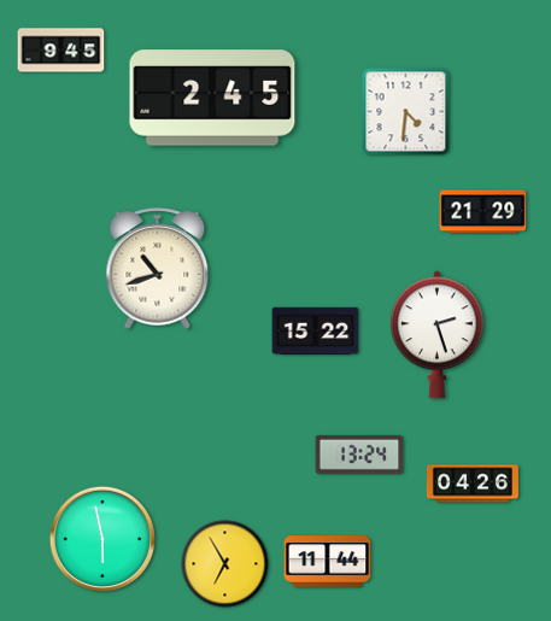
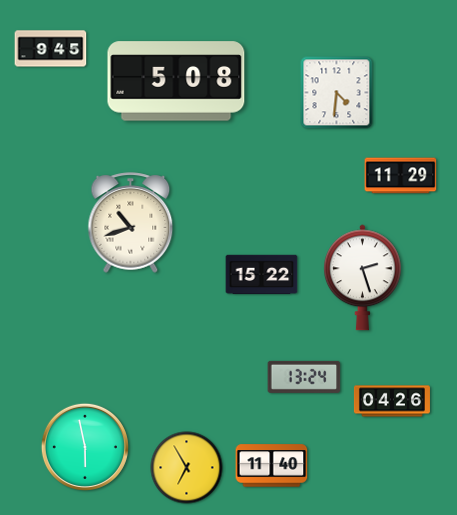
clock at (61, 51) position: (61, 51) -> (51, 49)
clock at (212, 98): 2:45 -> 5:08
clock at (483, 212): 21:29 -> 11:29
clock at (359, 455) position: (359, 455) -> (304, 377)
clock at (328, 562): 11:44 -> 11:40
